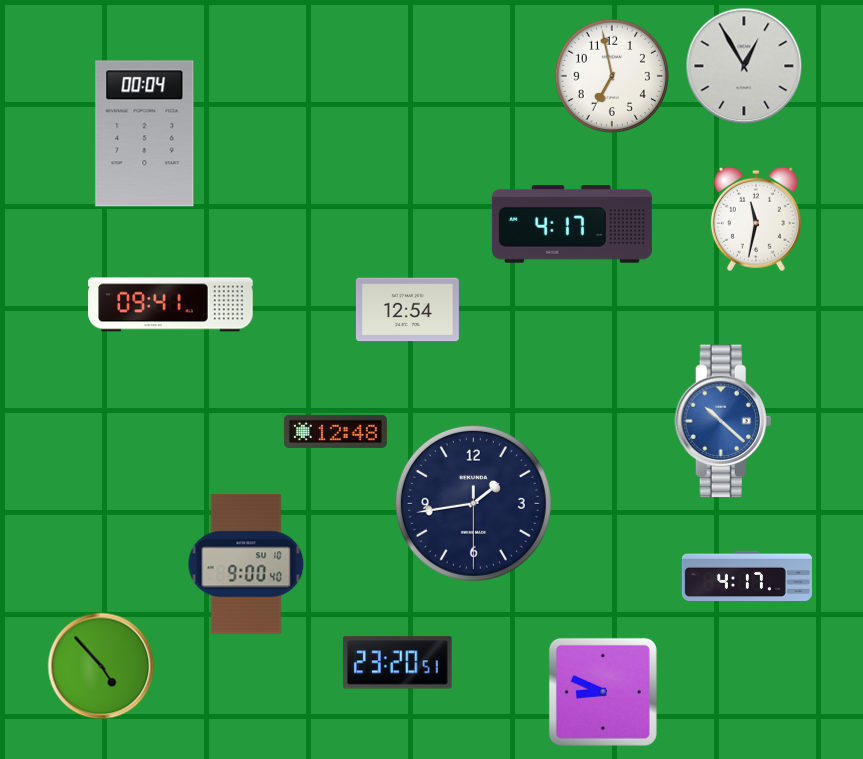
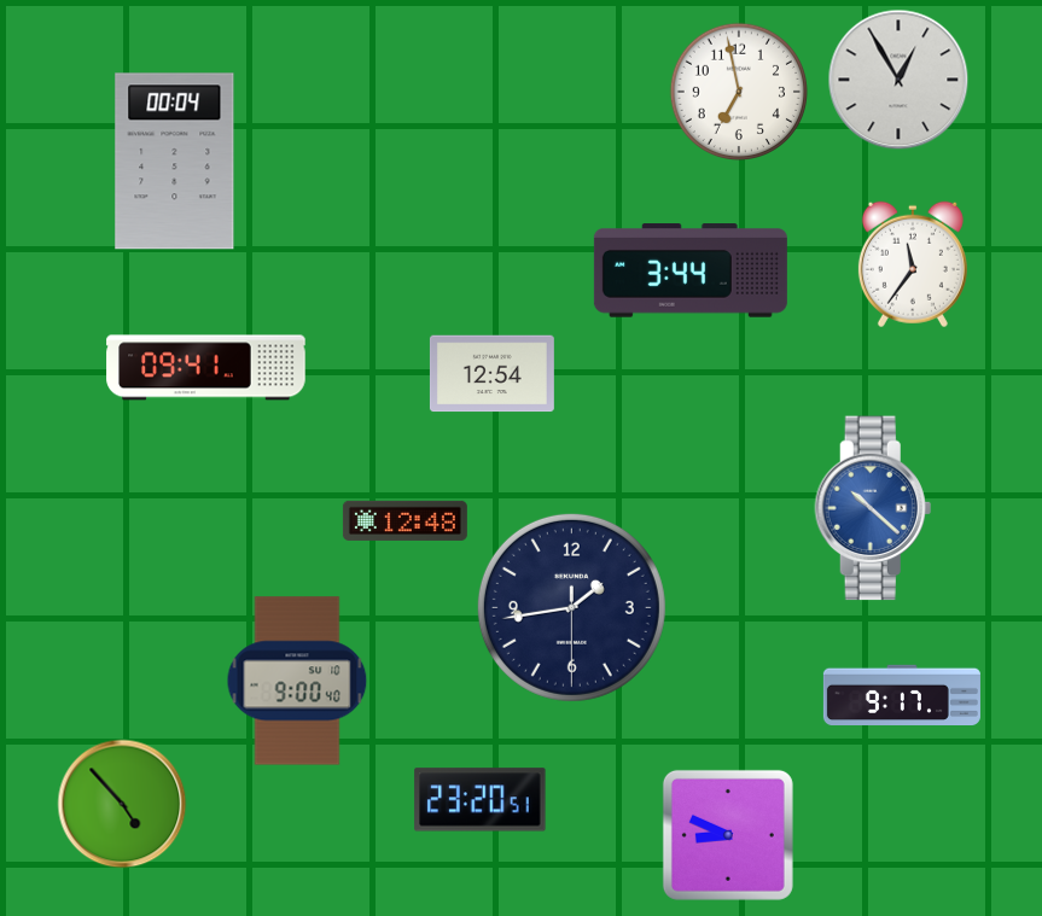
clock at (756, 219): 11:32 -> 11:36
clock at (572, 224): 4:17 -> 3:44
clock at (747, 575): 4:17 -> 9:17
